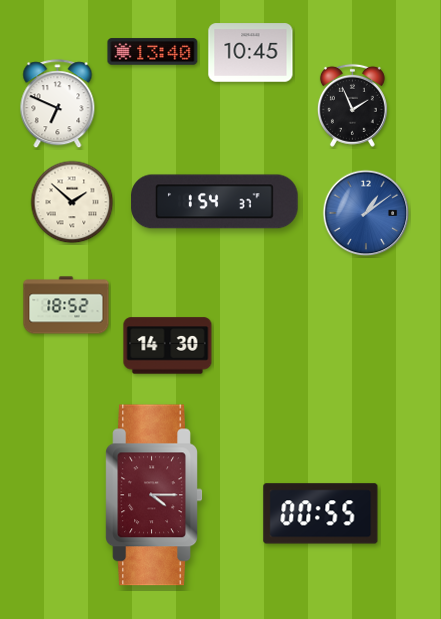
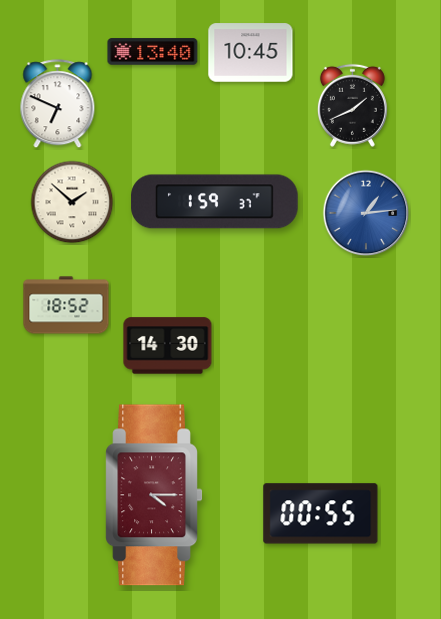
clock at (352, 105): 1:56 -> 1:41
clock at (215, 202): 1:54 -> 1:59
clock at (366, 213): 1:09 -> 1:14
